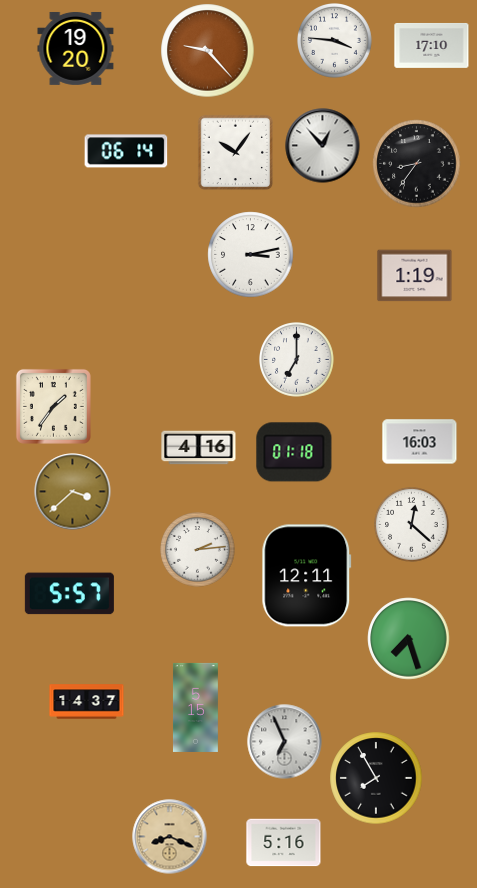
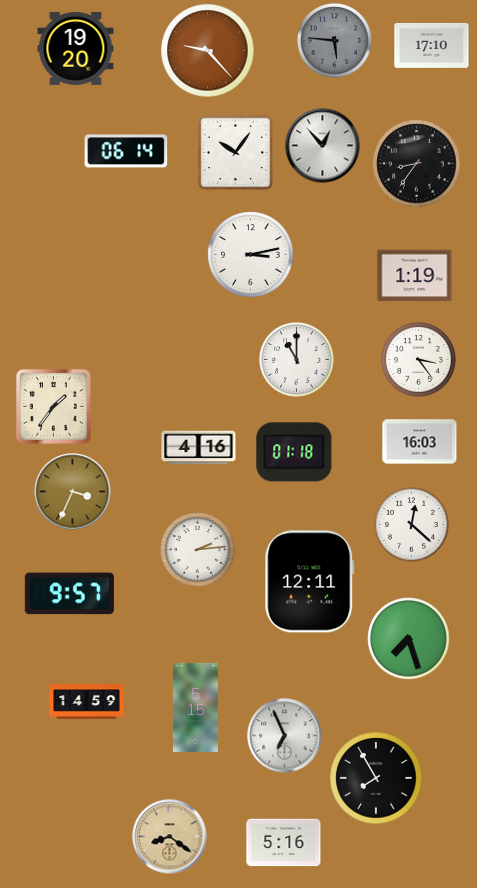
clock at (335, 41): 3:46 -> 5:46
clock at (335, 41) dial: white -> grey
clock at (297, 360): 7:00 -> 11:00
clock at (419, 360): none -> 3:24
clock at (73, 492): 3:38 -> 3:34
clock at (307, 576) position: (307, 576) -> (310, 582)
clock at (69, 594): 5:57 -> 9:57
clock at (87, 702): 14:37 -> 14:59
clock at (285, 742) position: (285, 742) -> (285, 736)
clock at (170, 837): 8:19 -> 8:21
